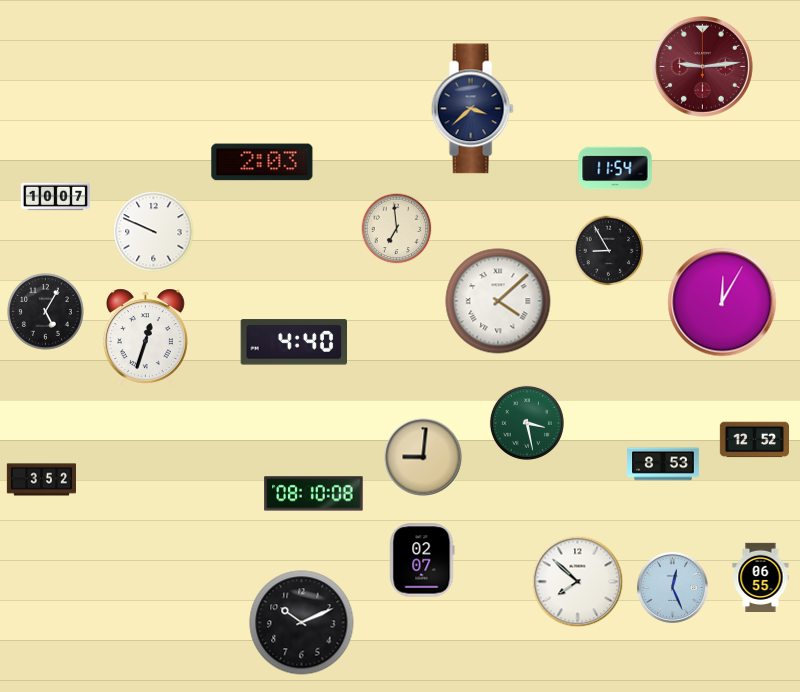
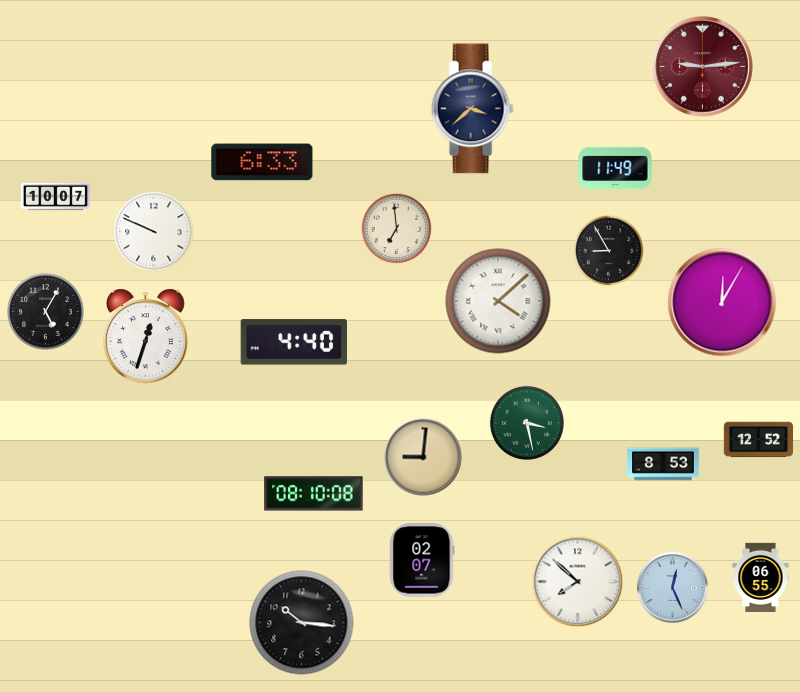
clock at (262, 162): 2:03 -> 6:33
clock at (615, 168): 11:54 -> 11:49
clock at (754, 440) position: (754, 440) -> (758, 440)
clock at (41, 480): 3:52 -> none
clock at (302, 623): 10:11 -> 10:16
